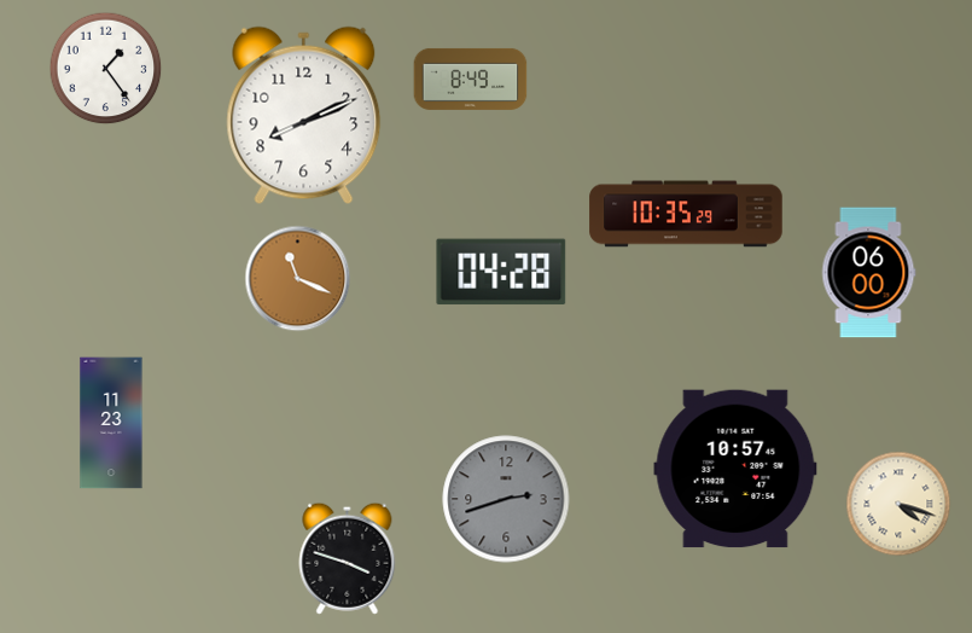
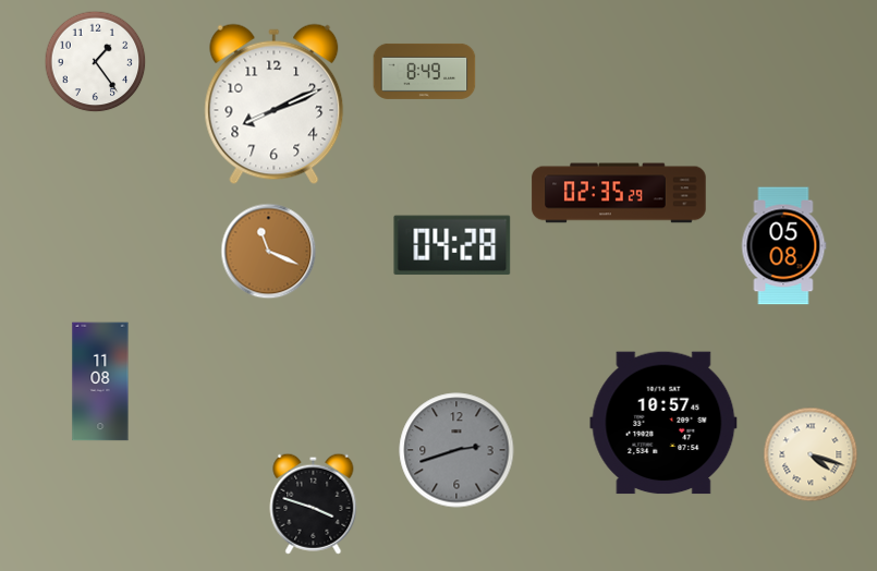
clock at (686, 214): 10:35 -> 02:35
clock at (868, 273): 06:00 -> 05:08
clock at (111, 423): 11:23 -> 11:08
